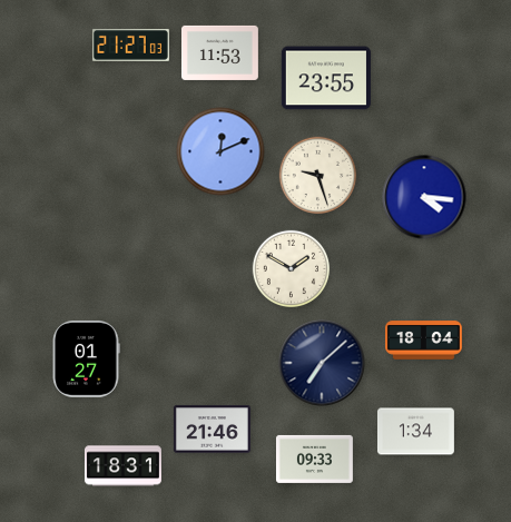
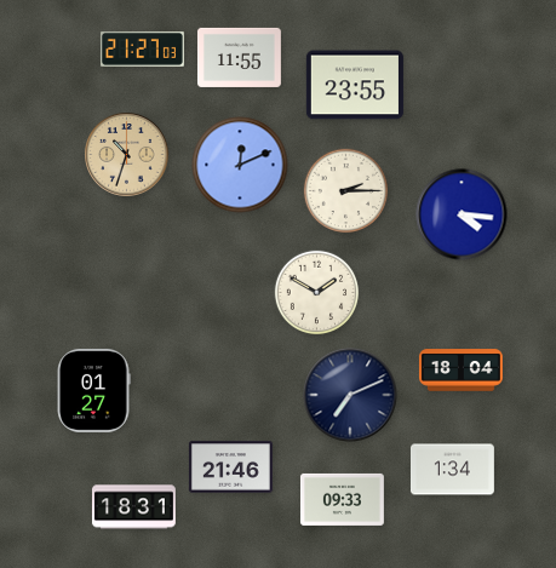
clock at (219, 52): 11:53 -> 11:55
clock at (127, 155): none -> 10:33
clock at (318, 176): 9:27 -> 2:15
clock at (322, 363): 7:08 -> 7:11
